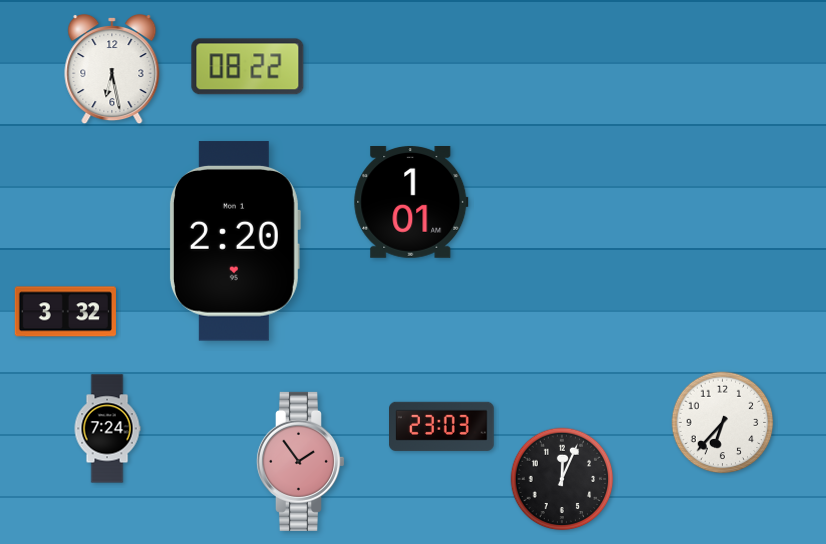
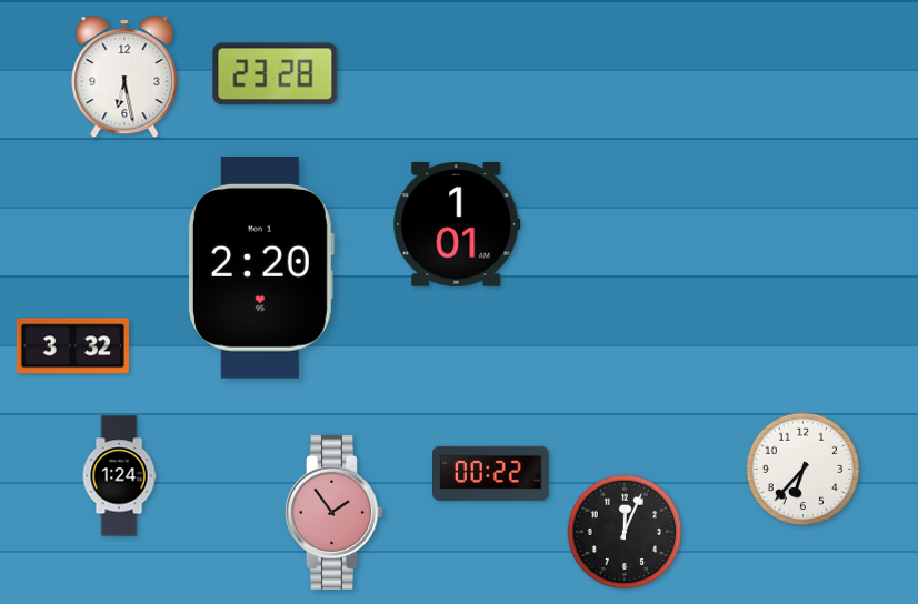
clock at (248, 67): 08:22 -> 23:28
clock at (442, 426): 23:03 -> 00:22
clock at (107, 429): 7:24 -> 1:24
